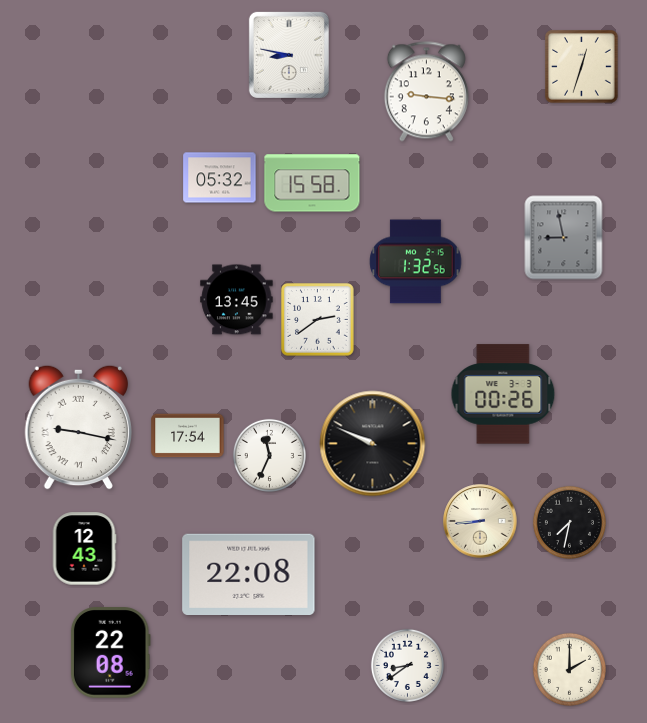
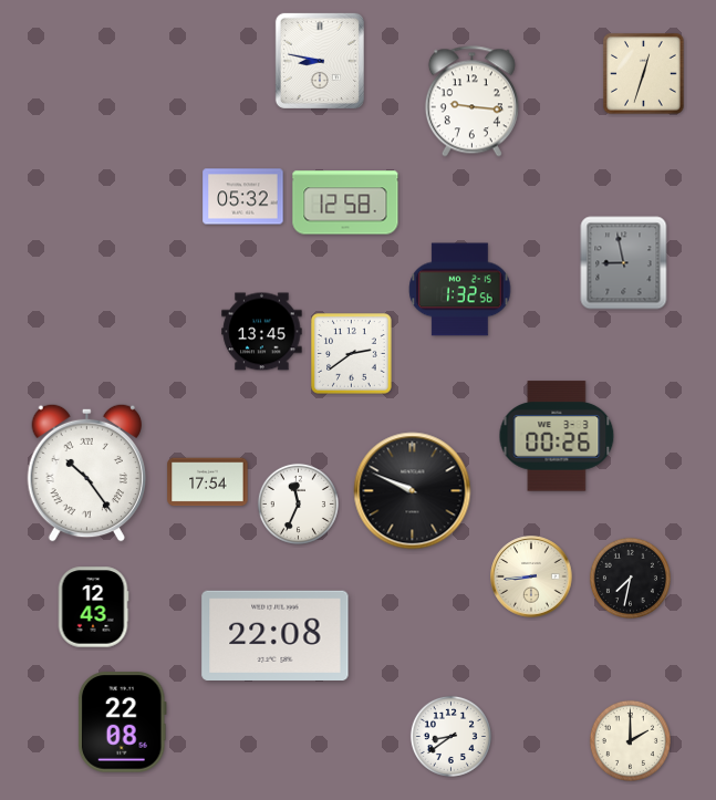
clock at (312, 183): 15:58 -> 12:58
clock at (78, 427): 9:17 -> 10:24
